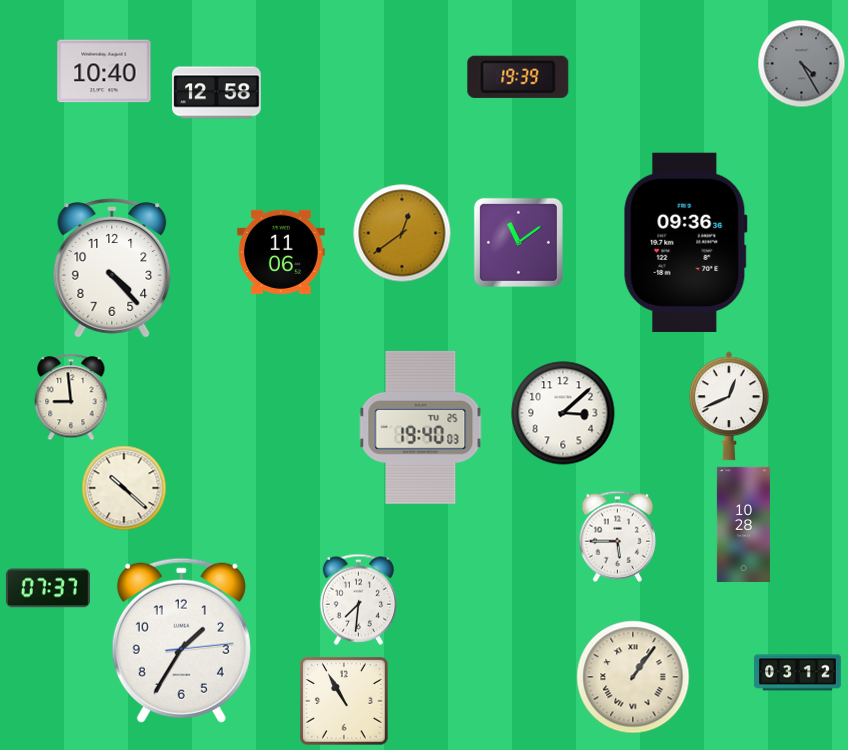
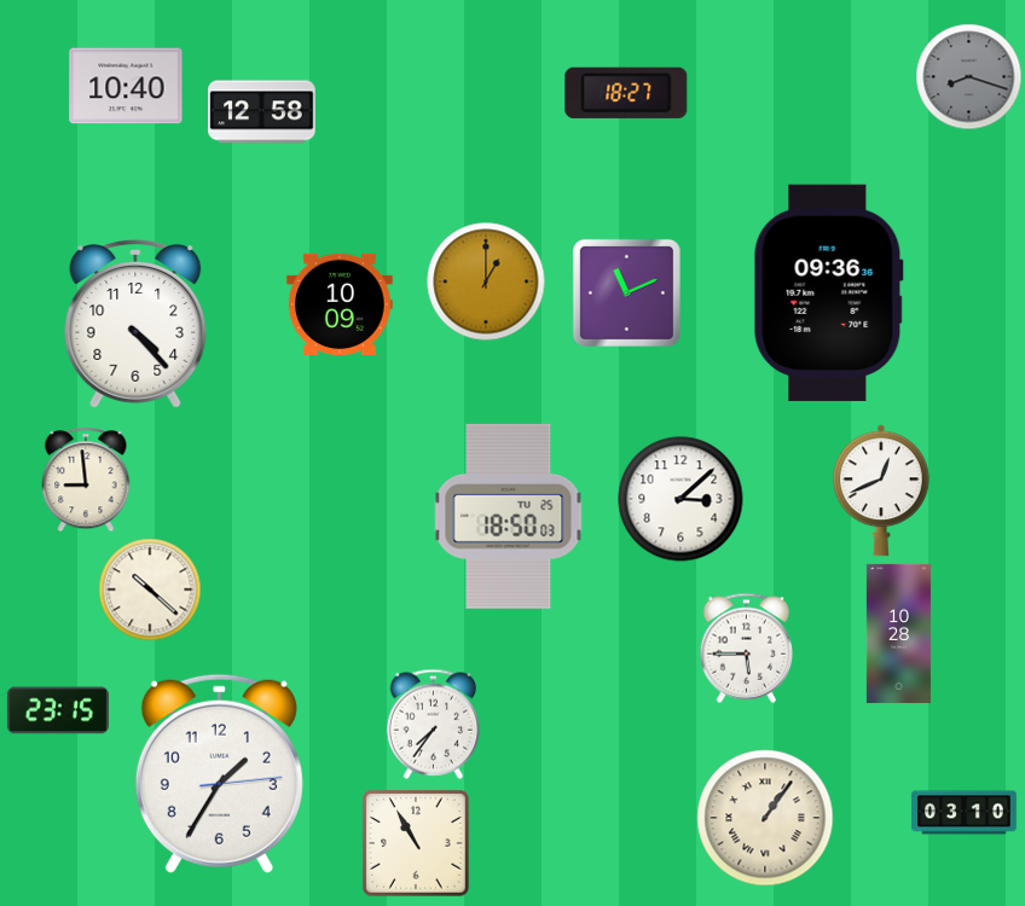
clock at (802, 64): 4:25 -> 8:18
clock at (518, 77): 19:39 -> 18:27
clock at (402, 233): 12:39 -> 1:00
clock at (518, 242): 11:09 -> 11:11
clock at (281, 252): 11:06 -> 10:09
clock at (421, 427): 19:40 -> 18:50
clock at (48, 588): 07:37 -> 23:15
clock at (358, 599): 7:31 -> 7:36
clock at (798, 673): 03:12 -> 03:10
clock at (344, 701) position: (344, 701) -> (416, 843)
